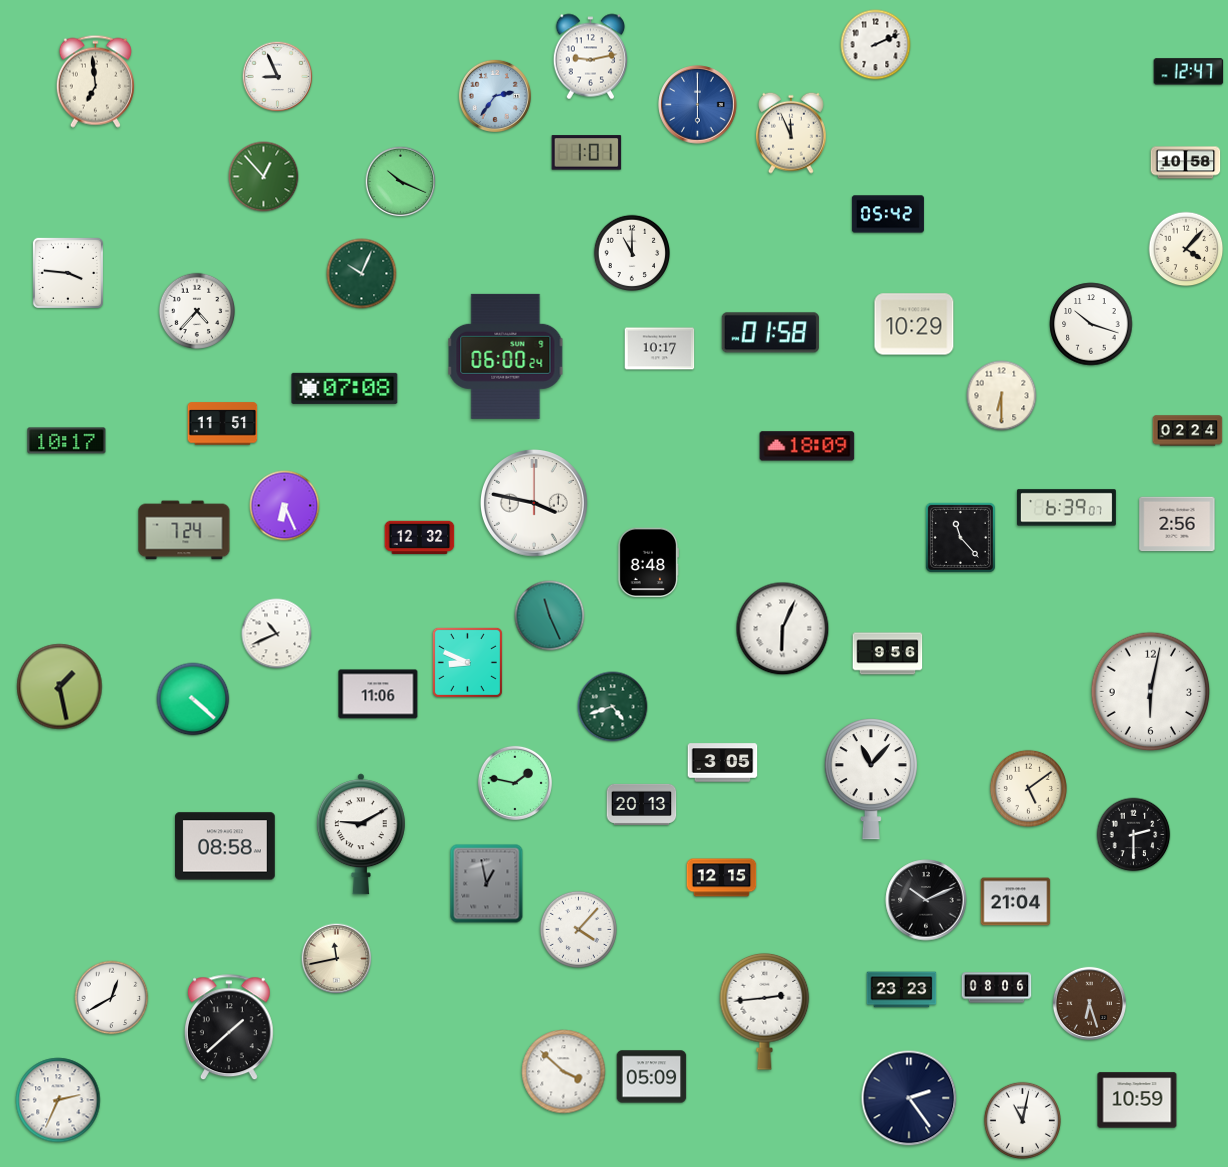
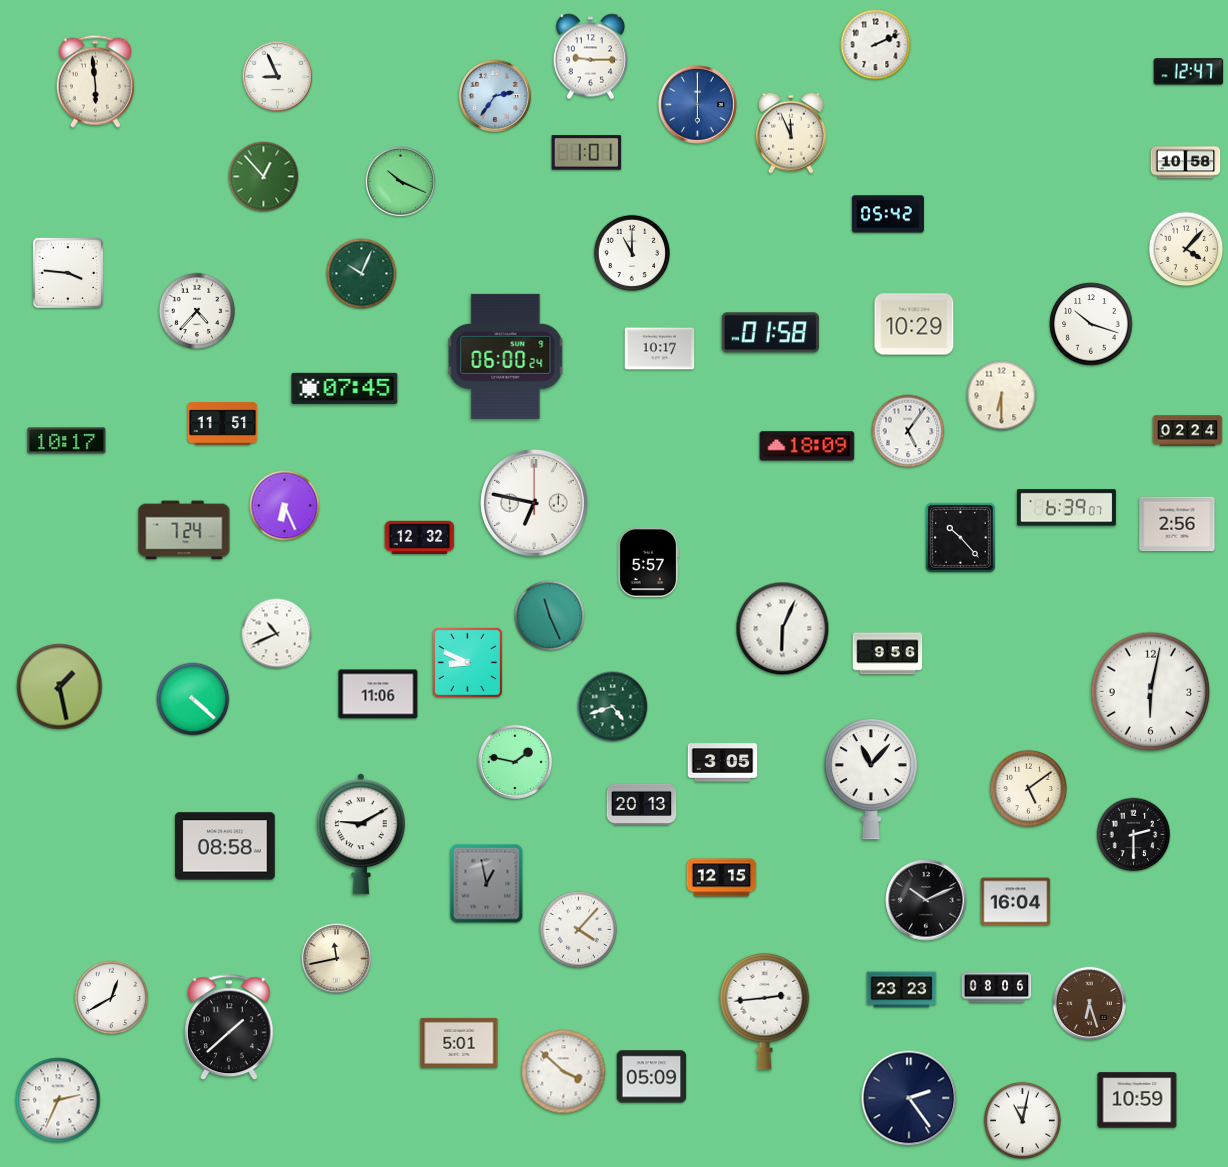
clock at (591, 57): 9:13 -> 9:15
clock at (95, 81): 6:59 -> 5:59
clock at (345, 388): 07:08 -> 07:45
clock at (908, 431): none -> 5:06
clock at (535, 504): 3:47 -> 6:47
clock at (960, 537): 11:23 -> 10:23
clock at (649, 563): 8:48 -> 5:57
clock at (515, 783) position: (515, 783) -> (515, 762)
clock at (1016, 902): 21:04 -> 16:04
clock at (459, 1043): none -> 5:01
